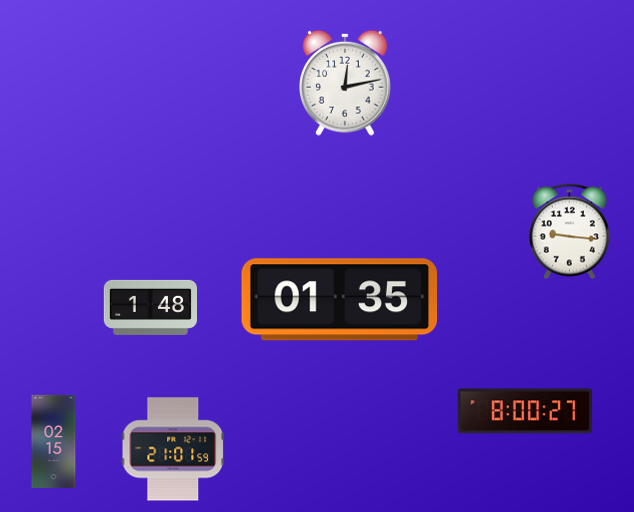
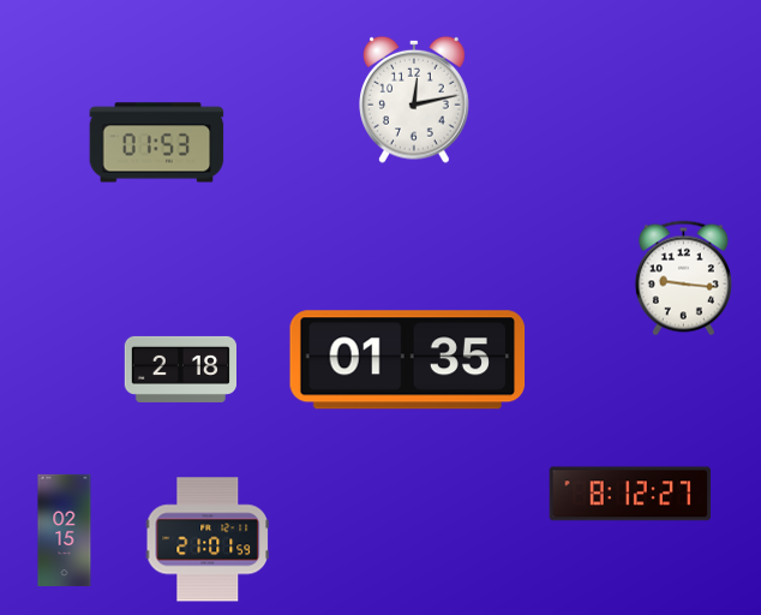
clock at (157, 143): none -> 01:53
clock at (150, 307): 1:48 -> 2:18
clock at (524, 411): 8:00 -> 8:12
